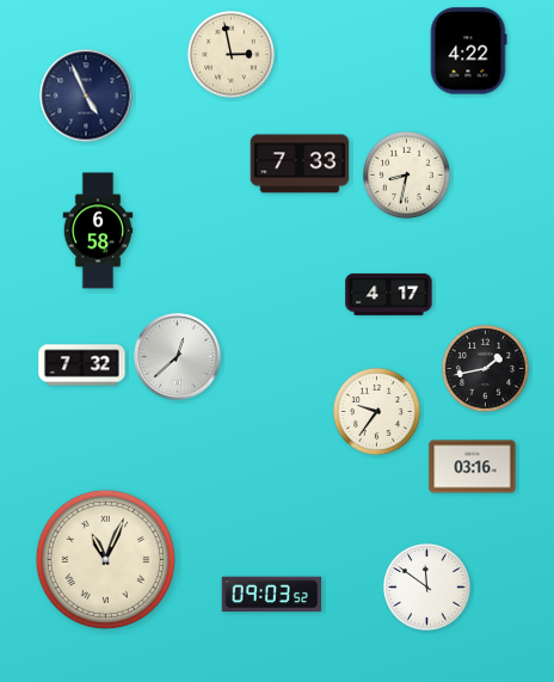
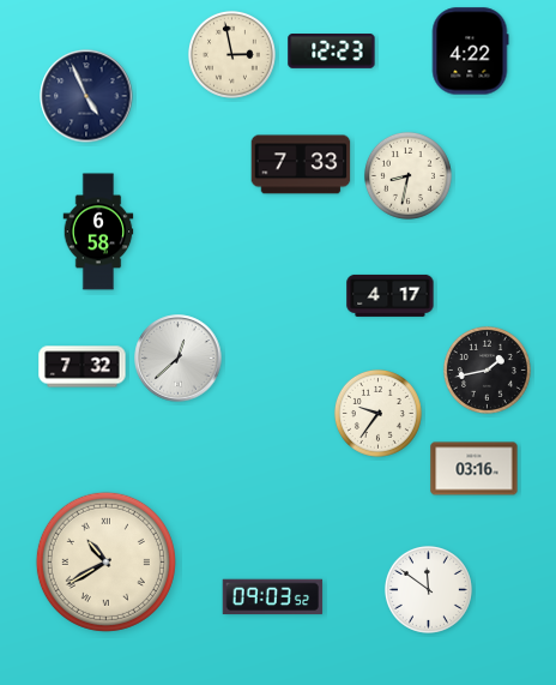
clock at (332, 52): none -> 12:23
clock at (105, 559): 11:04 -> 10:40
